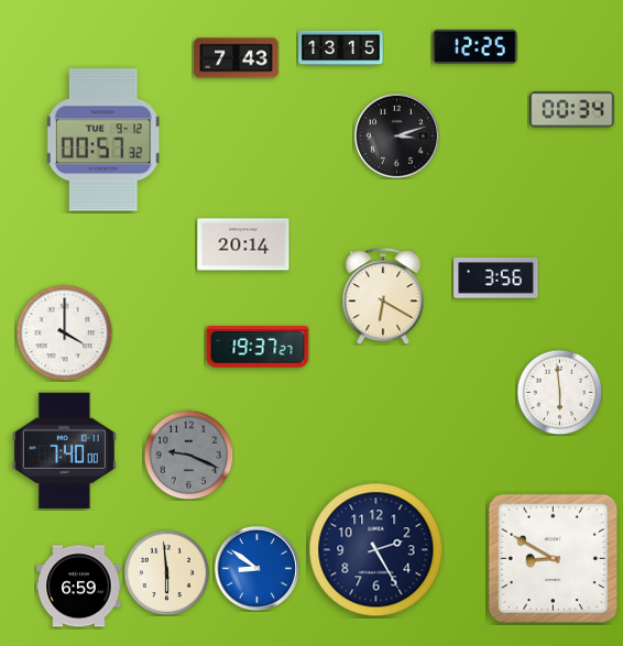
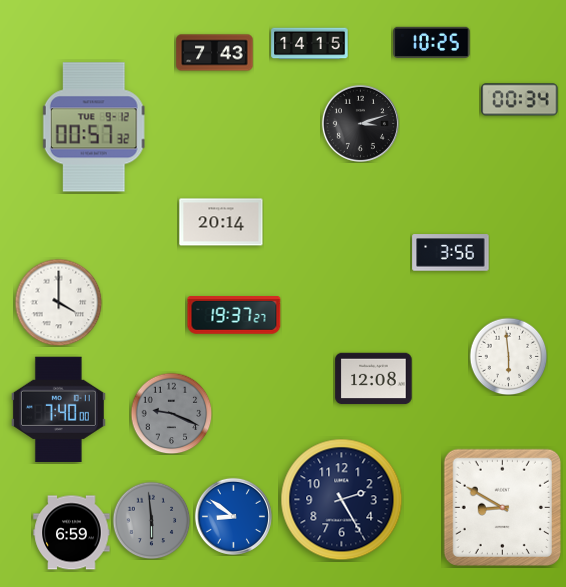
clock at (476, 46): 12:25 -> 10:25
clock at (341, 48): 13:15 -> 14:15
clock at (383, 296): 6:20 -> none
clock at (374, 379): none -> 12:08
clock at (166, 572) dial: cream -> grey
